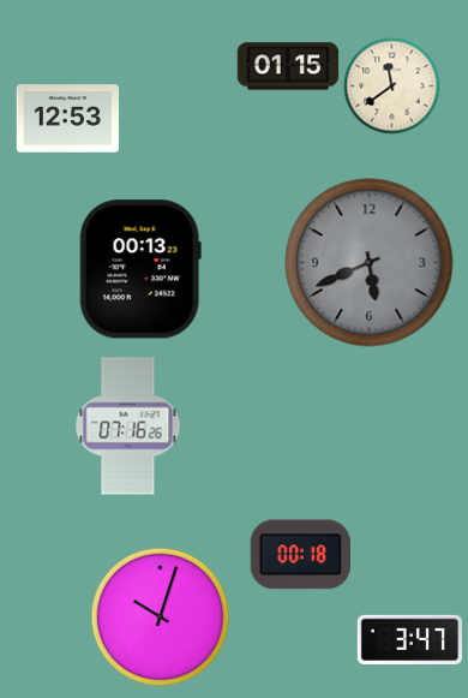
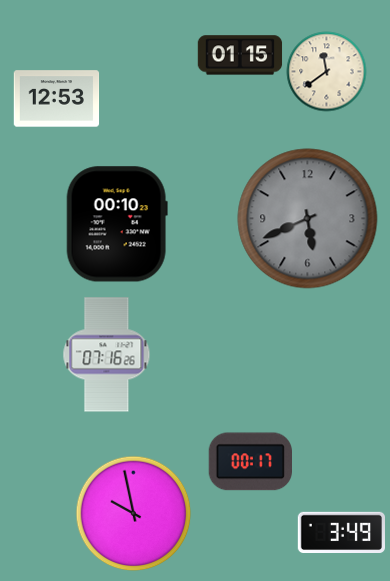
clock at (140, 269): 00:13 -> 00:10
clock at (300, 555): 00:18 -> 00:17
clock at (160, 616): 10:03 -> 9:58
clock at (409, 640): 3:47 -> 3:49
